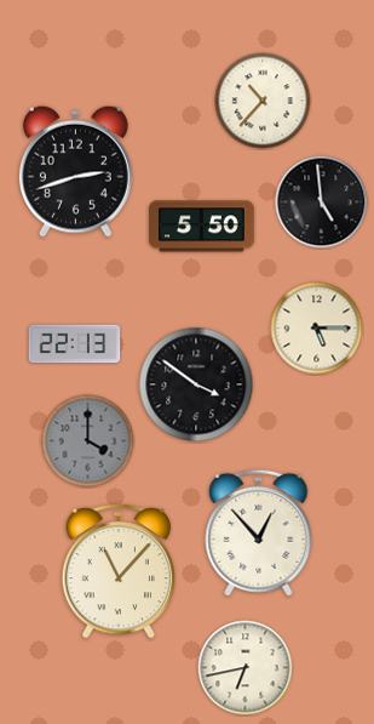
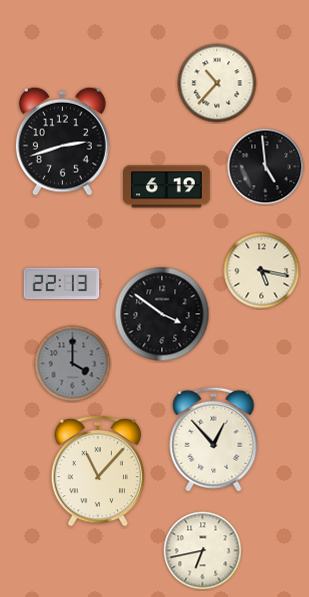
clock at (202, 227): 5:50 -> 6:19
clock at (317, 329): 5:15 -> 5:17
clock at (196, 384) position: (196, 384) -> (162, 314)
